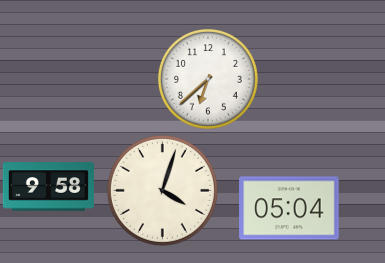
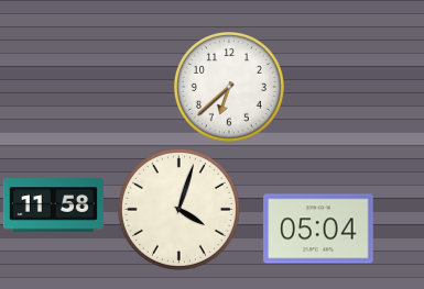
clock at (48, 187): 9:58 -> 11:58
